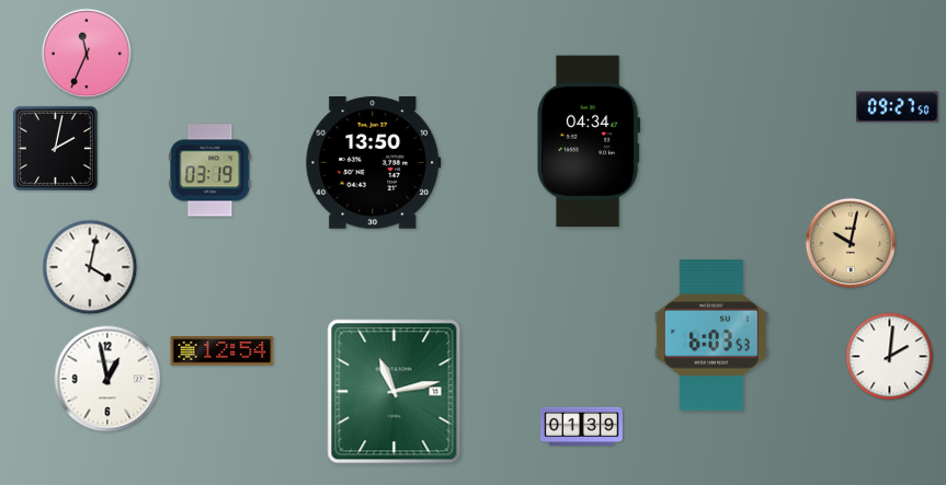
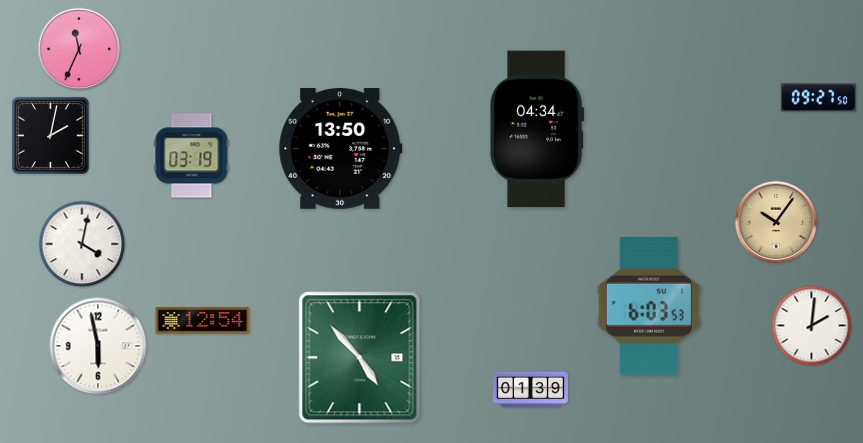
clock at (851, 243): 10:02 -> 10:06
clock at (107, 379): 12:58 -> 5:58
clock at (395, 392): 11:13 -> 4:53
